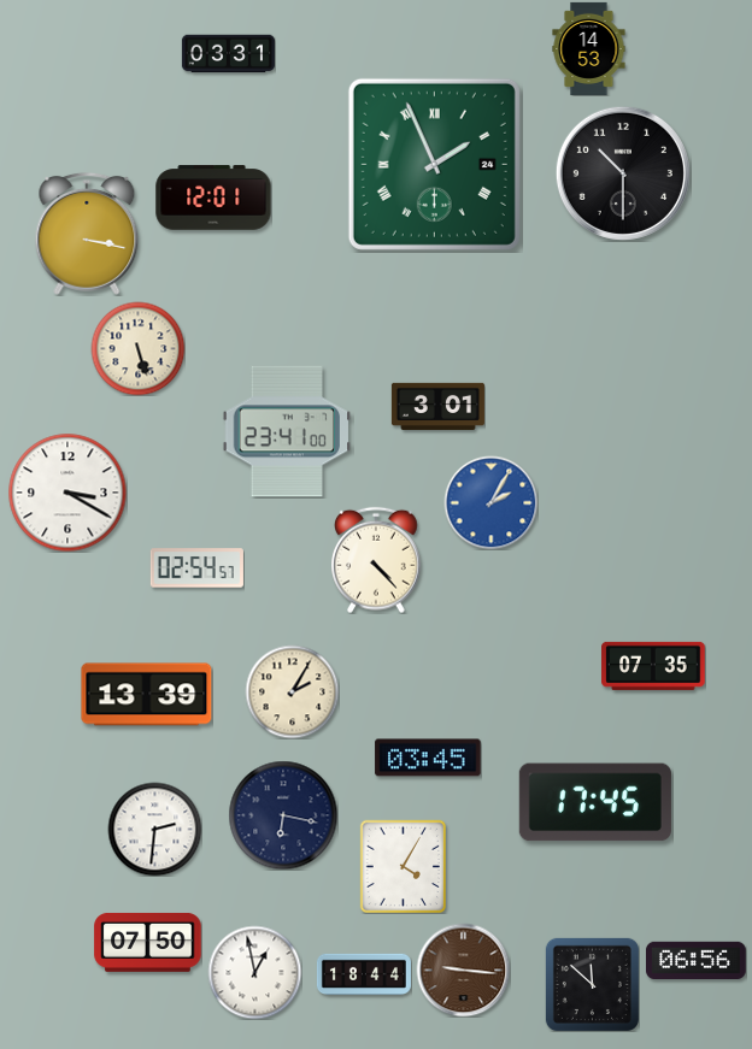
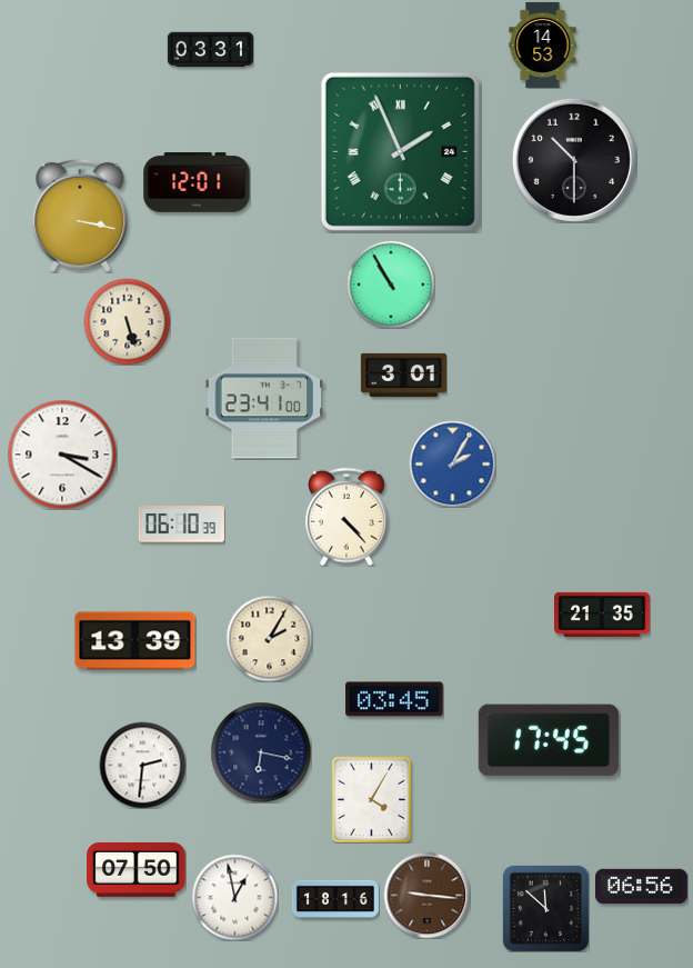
clock at (391, 285): none -> 10:55
clock at (196, 568): 02:54 -> 06:10
clock at (653, 666): 07:35 -> 21:35
clock at (364, 973): 18:44 -> 18:16
